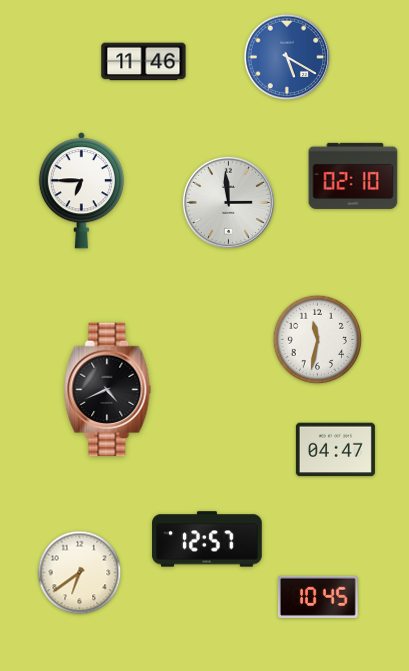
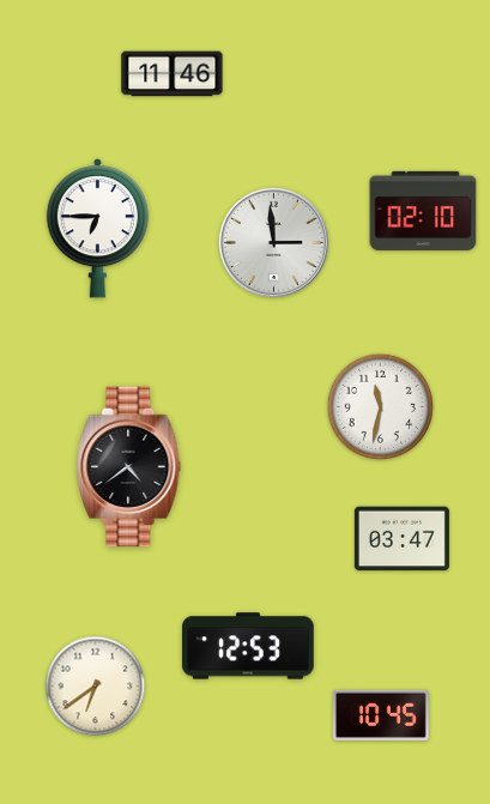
clock at (287, 57): 5:20 -> none
clock at (108, 390): 4:41 -> 4:39
clock at (335, 450): 04:47 -> 03:47
clock at (207, 539): 12:57 -> 12:53
